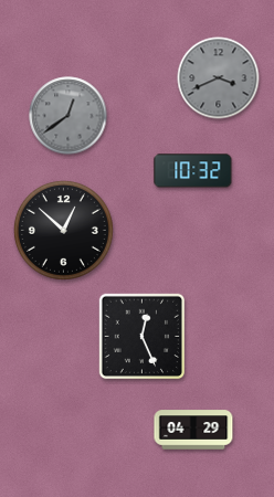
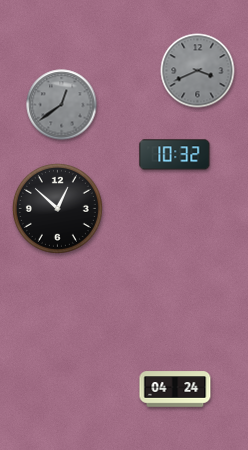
clock at (143, 337): 12:26 -> none
clock at (193, 430): 04:29 -> 04:24
